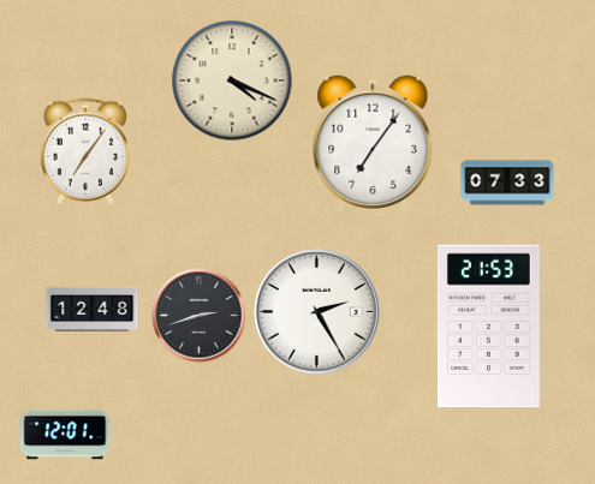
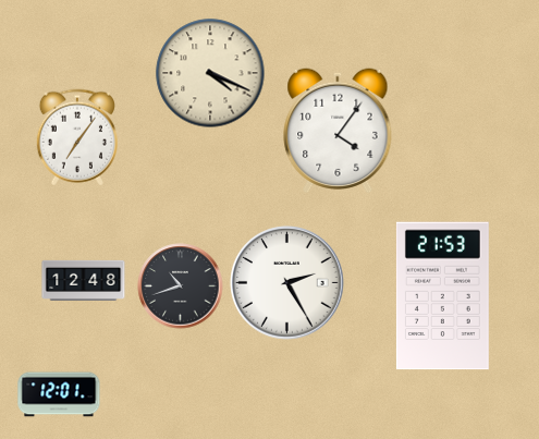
clock at (373, 143): 7:06 -> 4:06
clock at (507, 183): 07:33 -> none
clock at (200, 316): 2:42 -> 10:42
